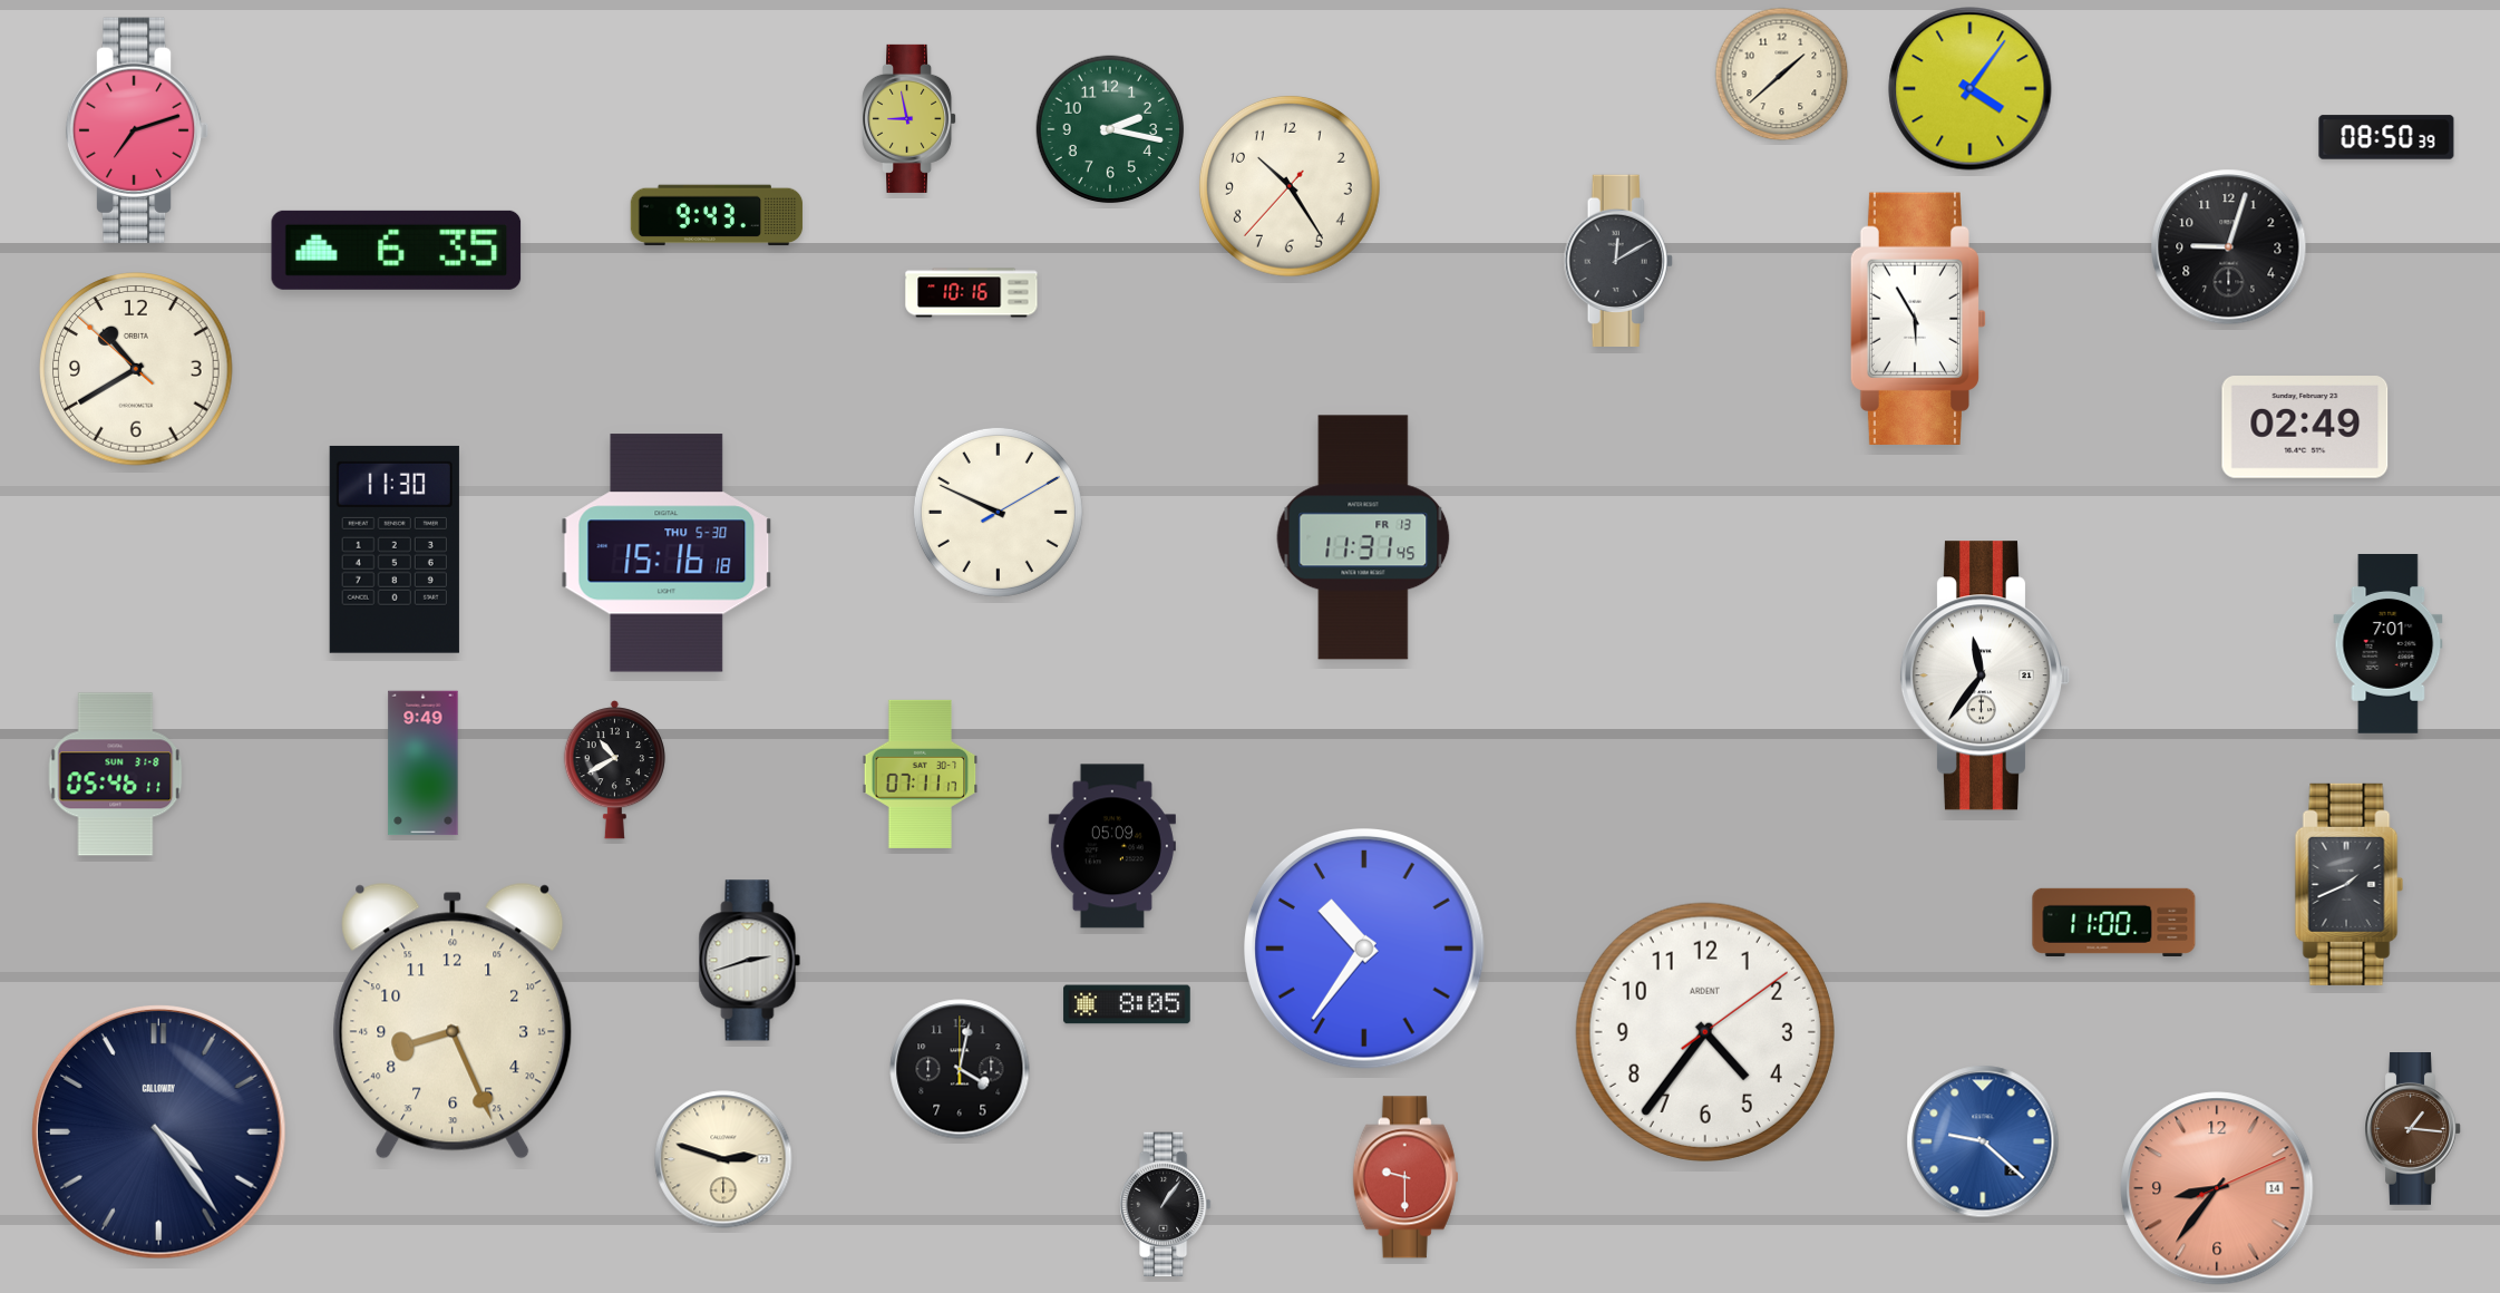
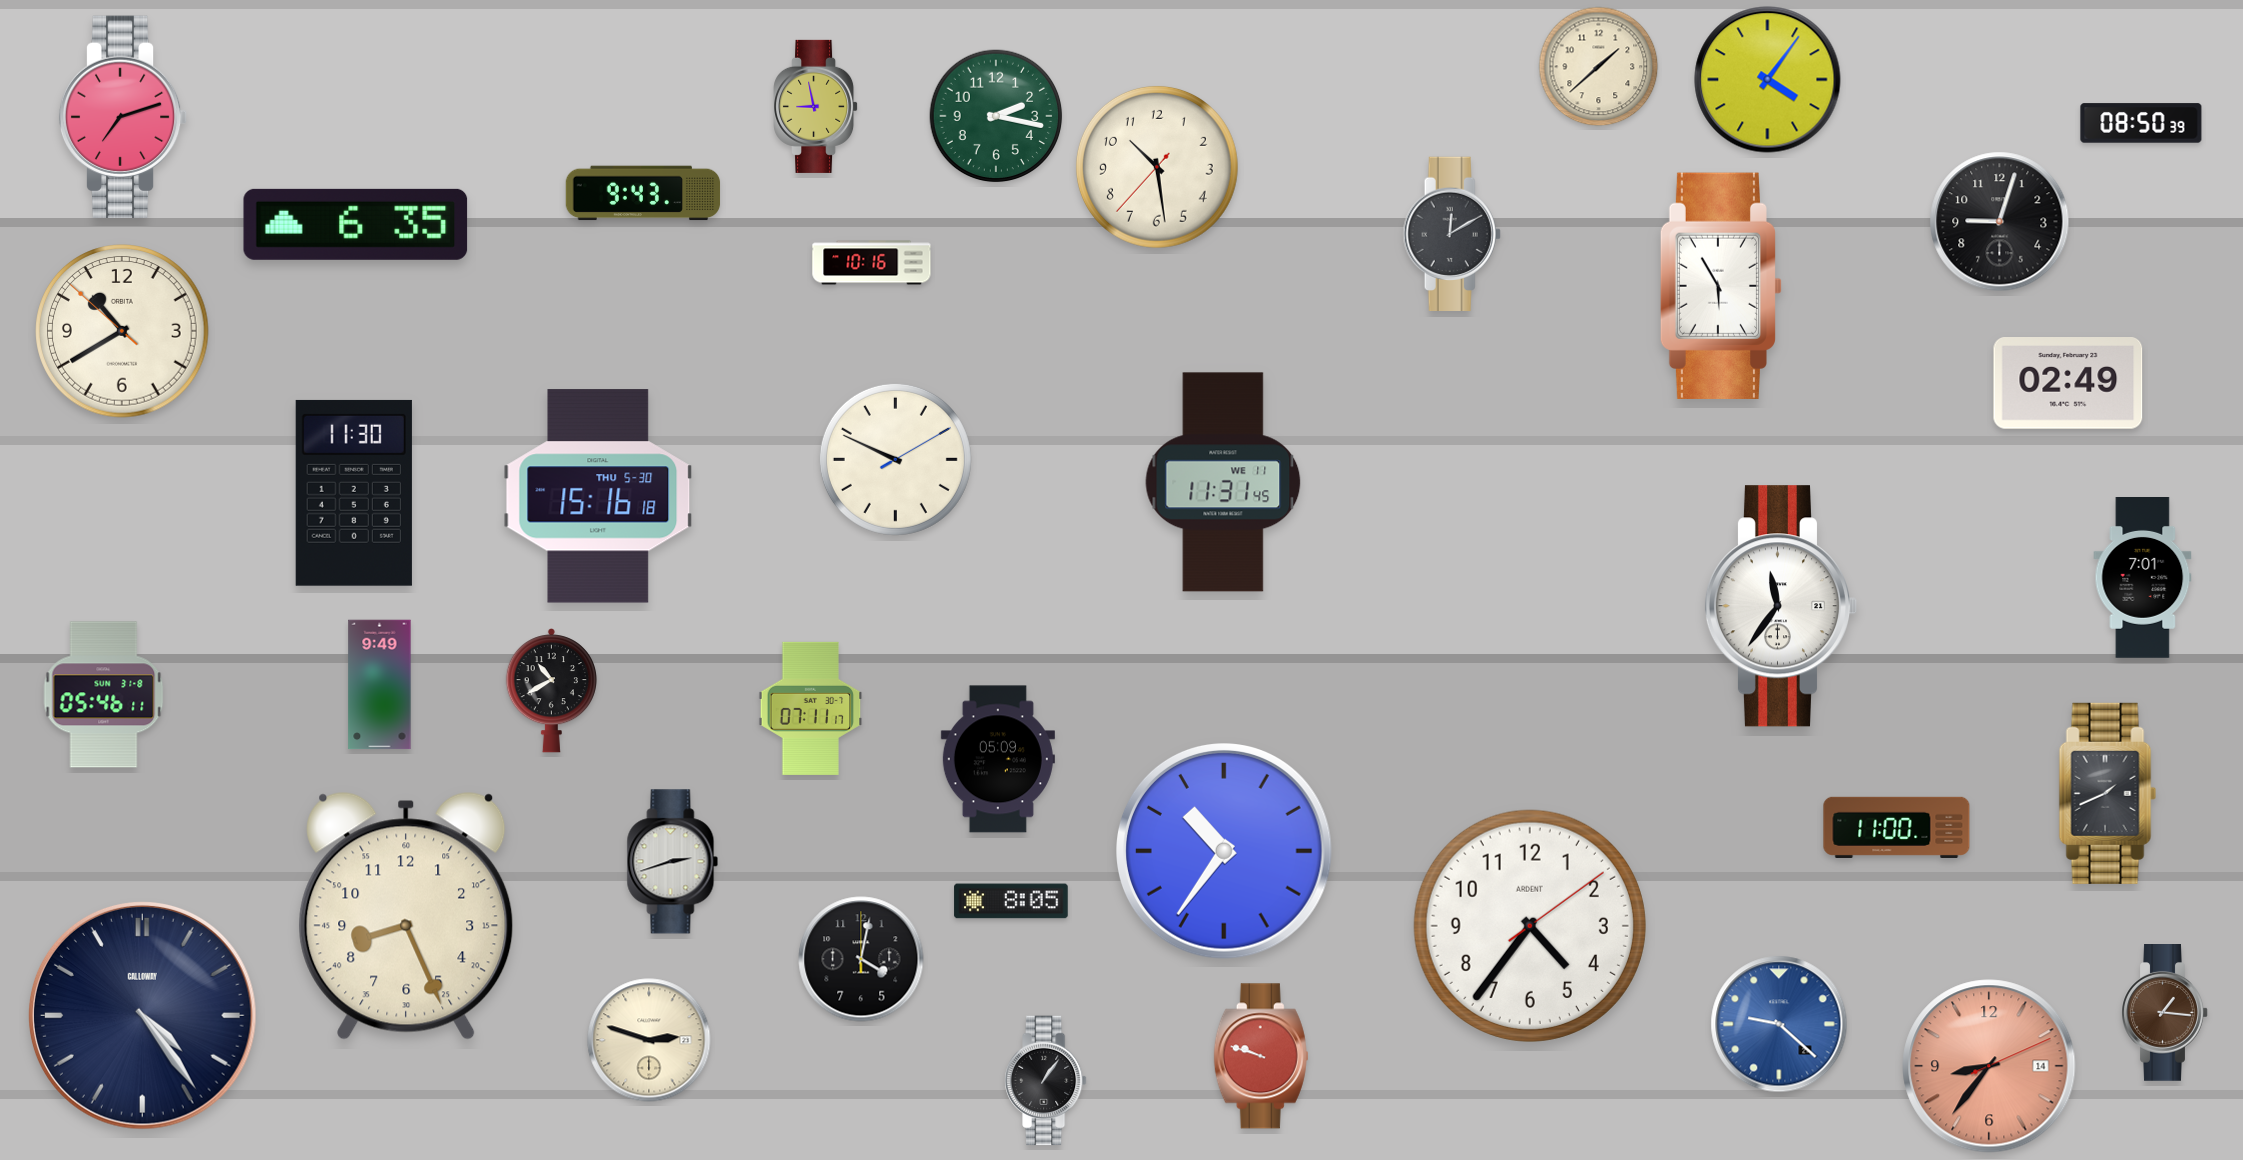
clock at (1290, 186): 10:24 -> 10:28
clock at (1363, 537) date: FR 13 -> WE 11
clock at (921, 774) position: (921, 774) -> (811, 708)
clock at (1405, 1177): 9:30 -> 9:48
